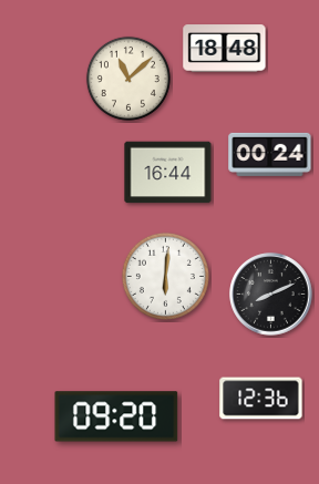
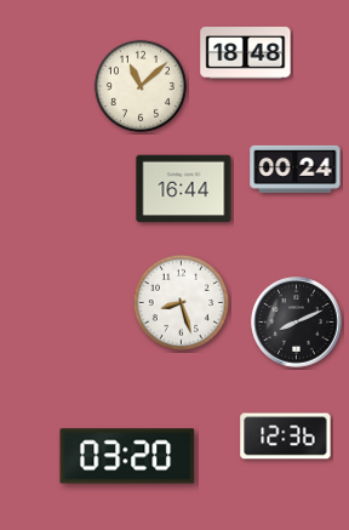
clock at (165, 276): 6:01 -> 8:27
clock at (116, 416): 09:20 -> 03:20
